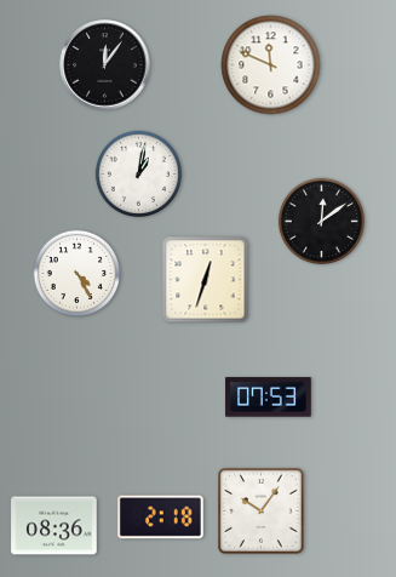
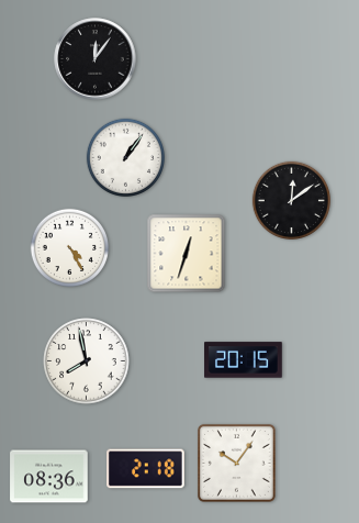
clock at (271, 65): 11:49 -> none
clock at (138, 173): 1:02 -> 1:06
clock at (269, 398): 07:53 -> 20:15
clock at (87, 361): none -> 7:58
